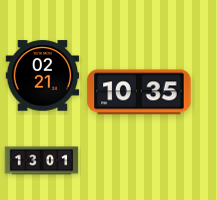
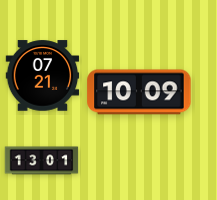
clock at (43, 76): 02:21 -> 07:21
clock at (139, 92): 10:35 -> 10:09
